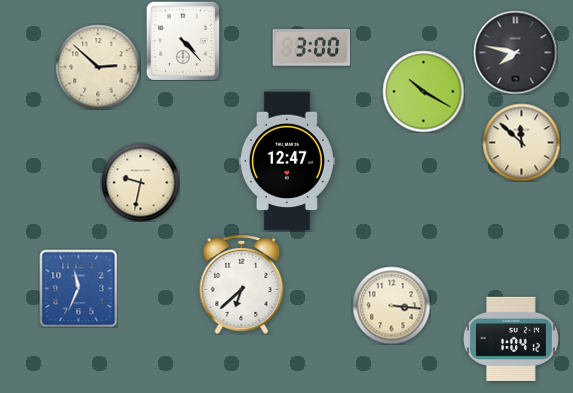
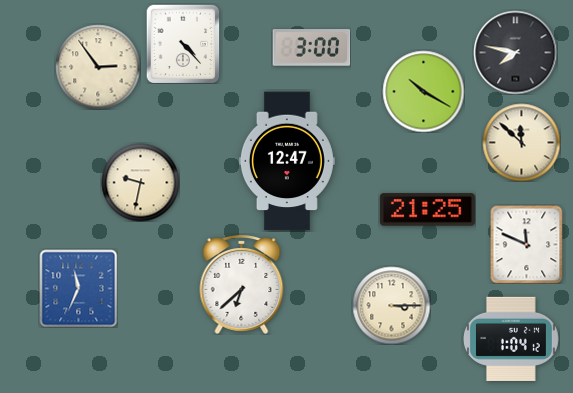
clock at (183, 41) position: (183, 41) -> (183, 44)
clock at (98, 67): 2:52 -> 2:54
clock at (427, 210): none -> 21:25
clock at (527, 244): none -> 11:49
clock at (391, 305): 3:16 -> 3:15
